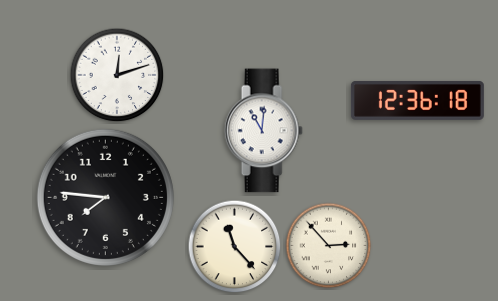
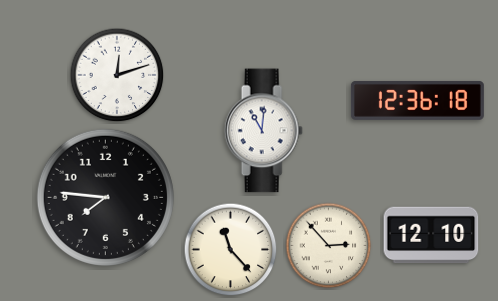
clock at (431, 235): none -> 12:10
clock at (235, 247) position: (235, 247) -> (231, 250)
